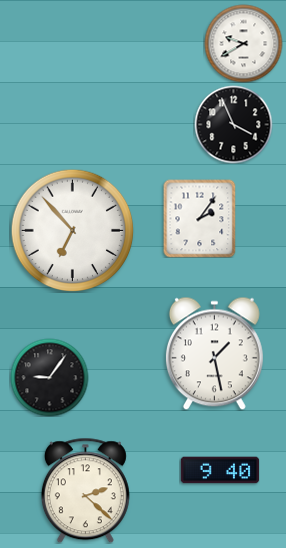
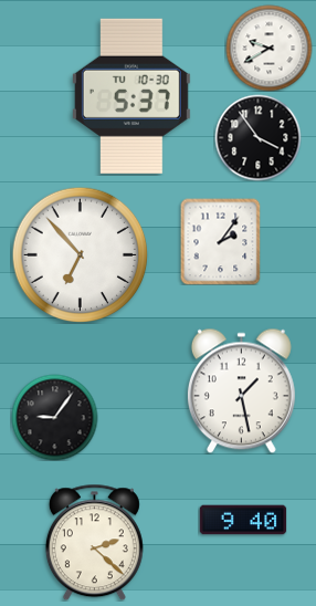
clock at (131, 96): none -> 5:37
clock at (233, 124): 3:56 -> 3:54
clock at (214, 353) position: (214, 353) -> (241, 390)
